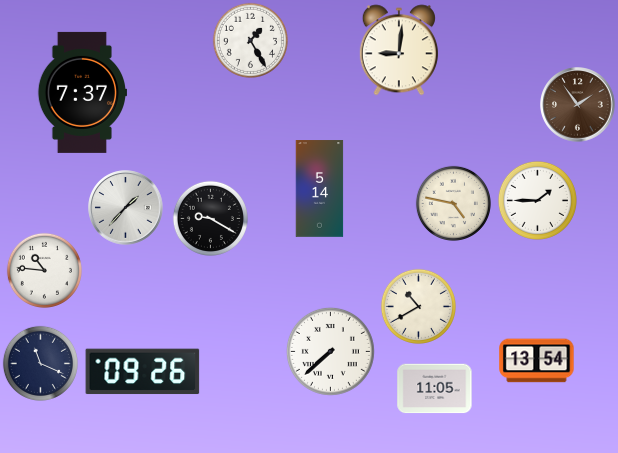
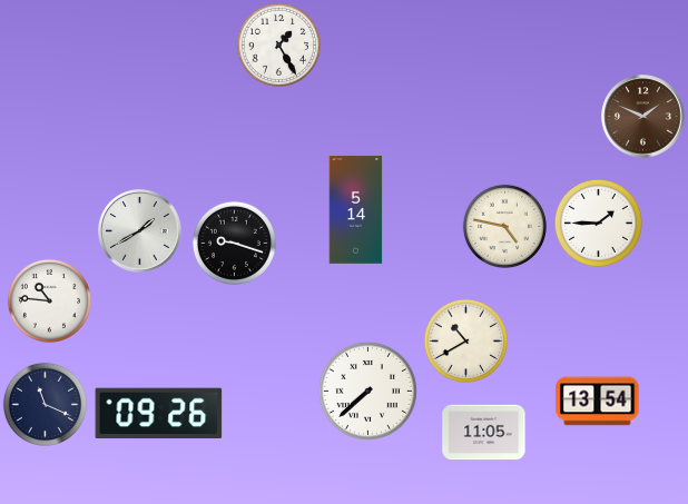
clock at (399, 50): 9:01 -> none
clock at (81, 92): 7:37 -> none
clock at (578, 105): 1:54 -> 1:49
clock at (126, 208): 1:37 -> 1:40
clock at (210, 218): 9:20 -> 9:18
